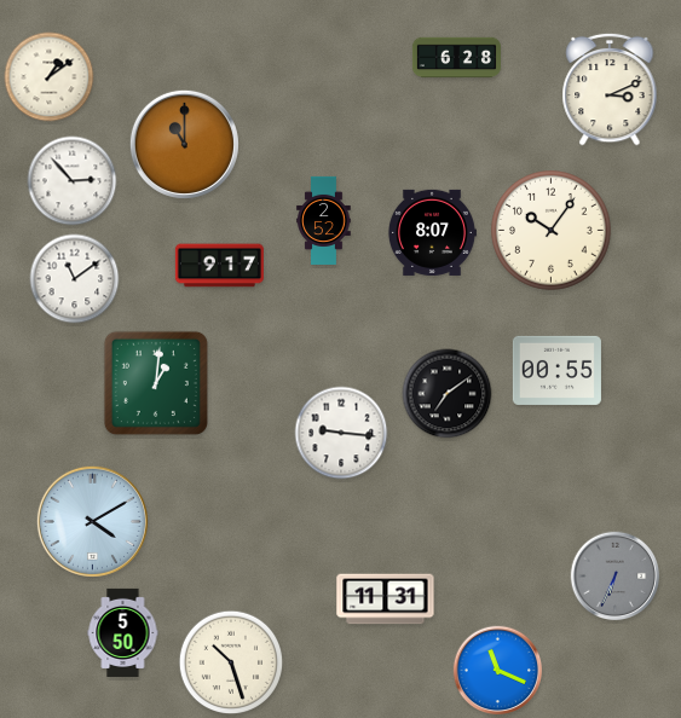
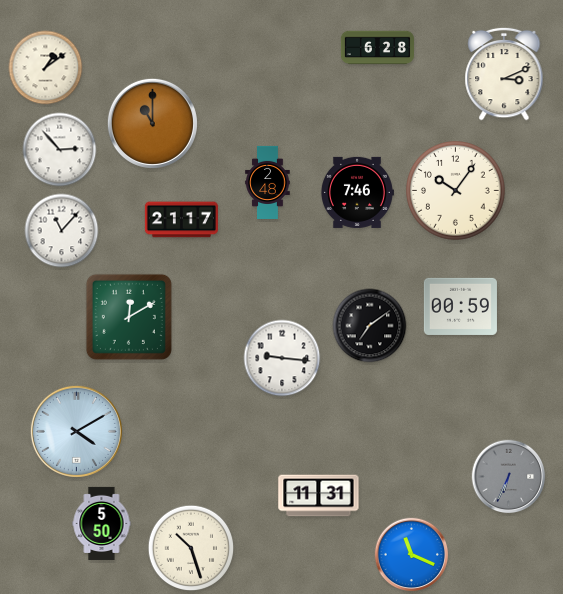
clock at (50, 77) position: (50, 77) -> (46, 68)
clock at (184, 144) position: (184, 144) -> (152, 123)
clock at (324, 220): 2:52 -> 2:48
clock at (432, 232): 8:07 -> 7:46
clock at (219, 266): 9:17 -> 21:17
clock at (75, 279): 11:09 -> 11:07
clock at (556, 370): 00:55 -> 00:59
clock at (156, 383): 1:01 -> 12:10
